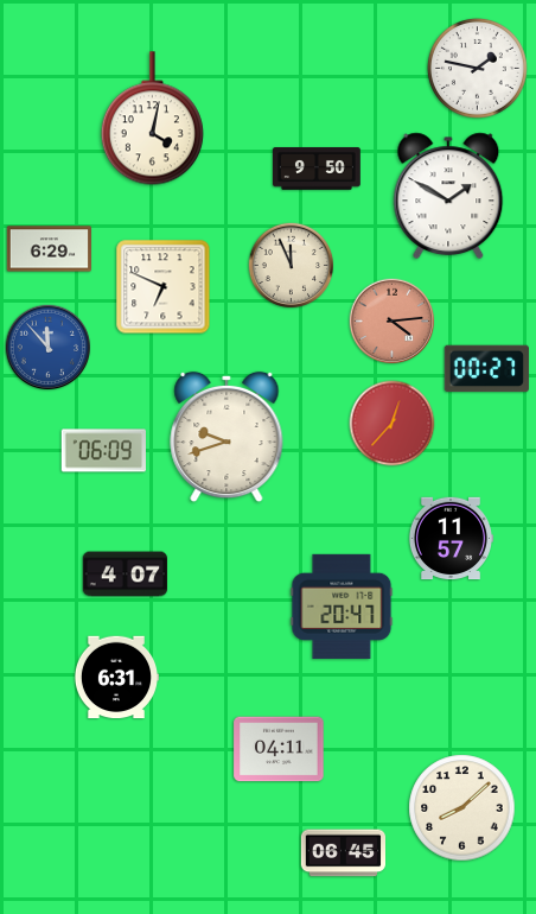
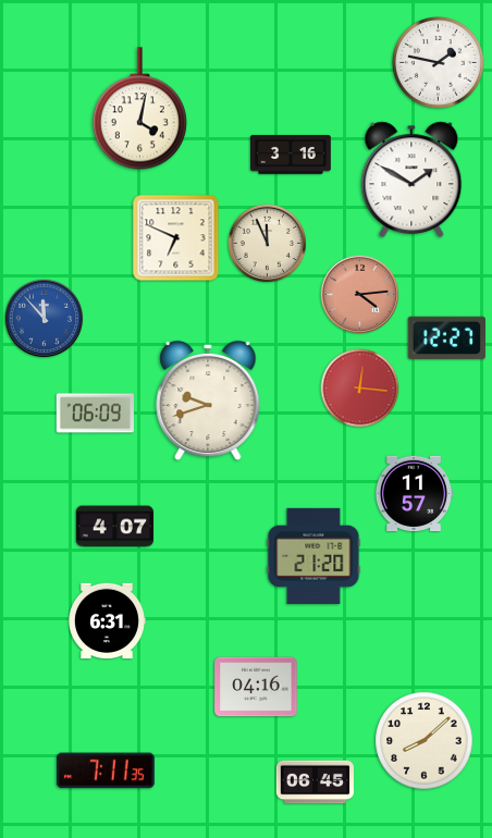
clock at (318, 169): 9:50 -> 3:16
clock at (50, 249): 6:29 -> none
clock at (164, 287) position: (164, 287) -> (176, 238)
clock at (486, 369): 00:27 -> 12:27
clock at (393, 424): 12:37 -> 12:16
clock at (342, 607): 20:47 -> 21:20
clock at (279, 749): 04:11 -> 04:16
clock at (106, 771): none -> 7:11
